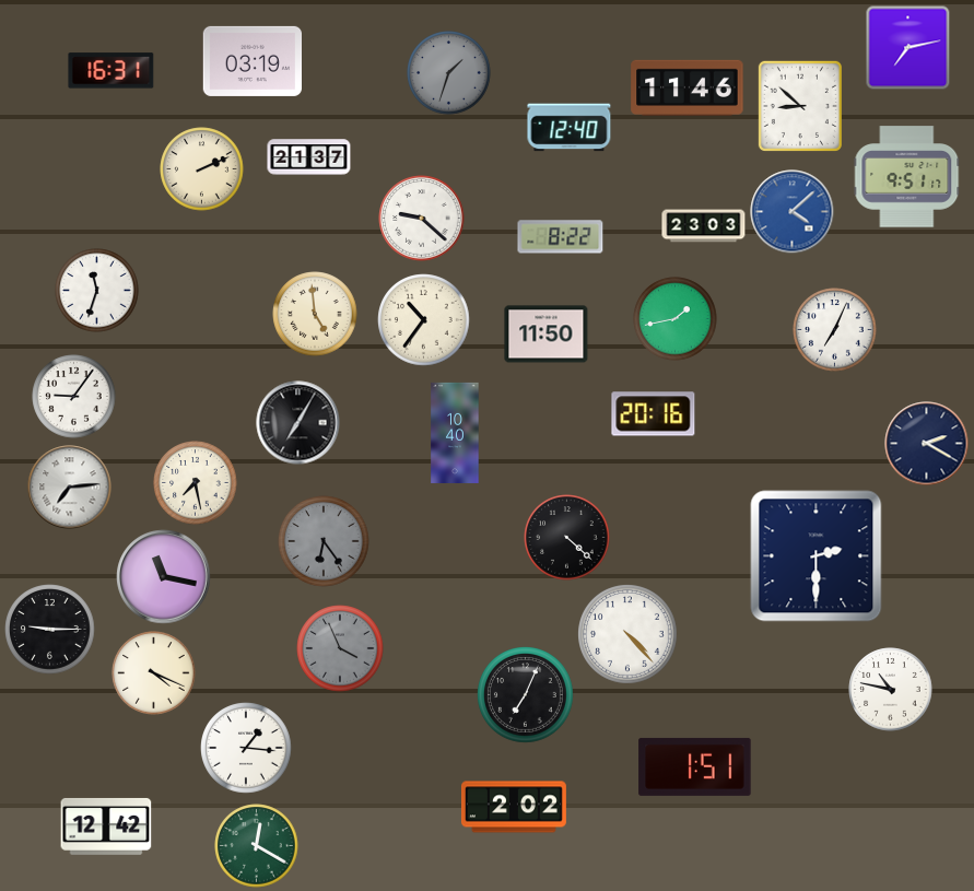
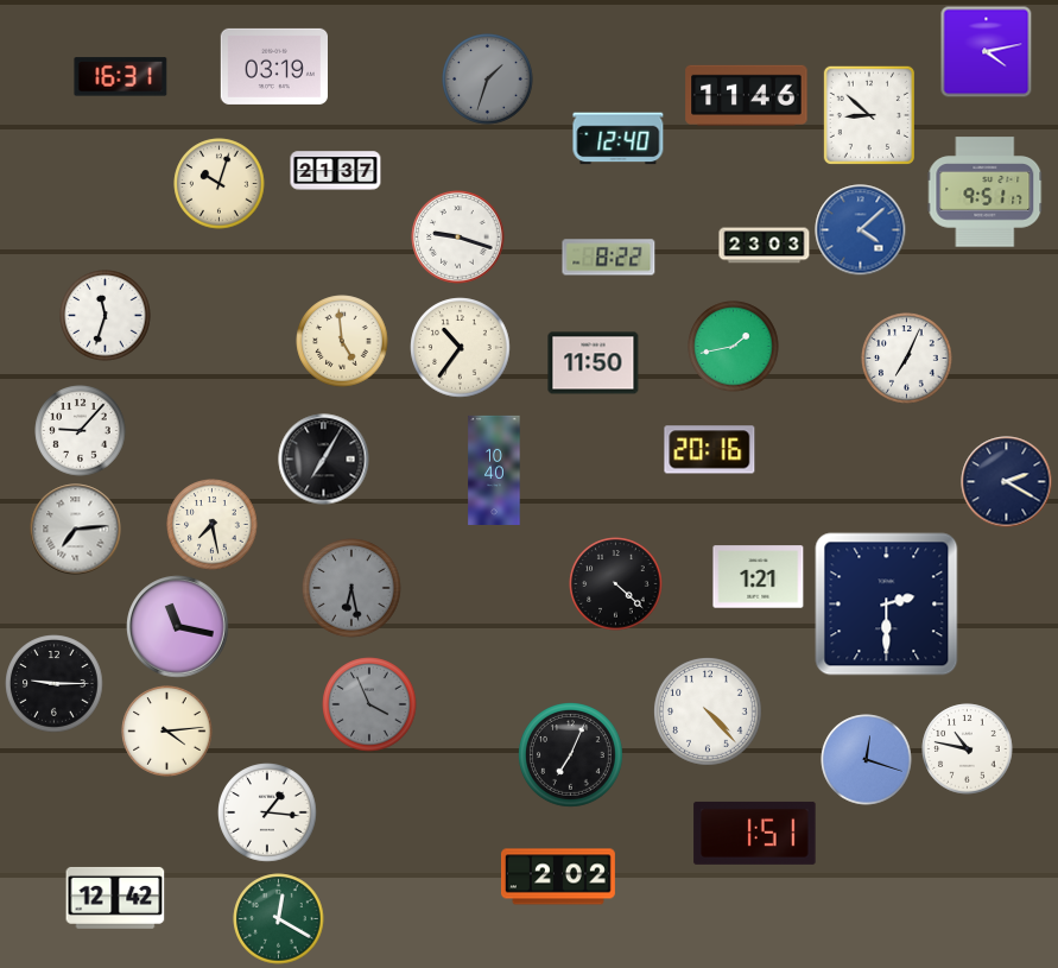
clock at (907, 47): 7:13 -> 4:13
clock at (202, 169): 2:11 -> 10:03
clock at (422, 219): 9:22 -> 9:18
clock at (74, 397): 9:06 -> 9:07
clock at (759, 577): none -> 1:21
clock at (324, 541): 6:24 -> 6:28
clock at (629, 635) position: (629, 635) -> (709, 713)
clock at (154, 673): 4:19 -> 4:14
clock at (867, 760): none -> 12:18
